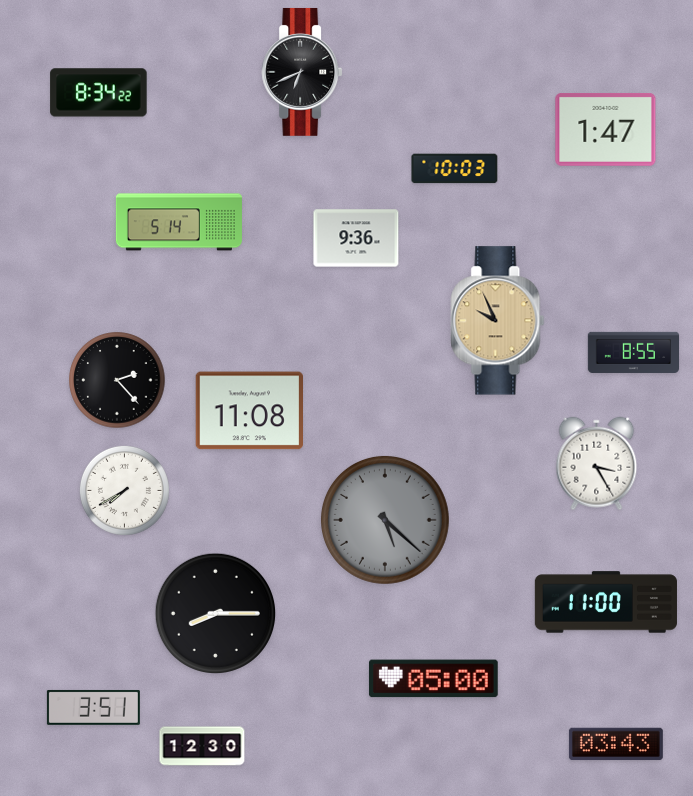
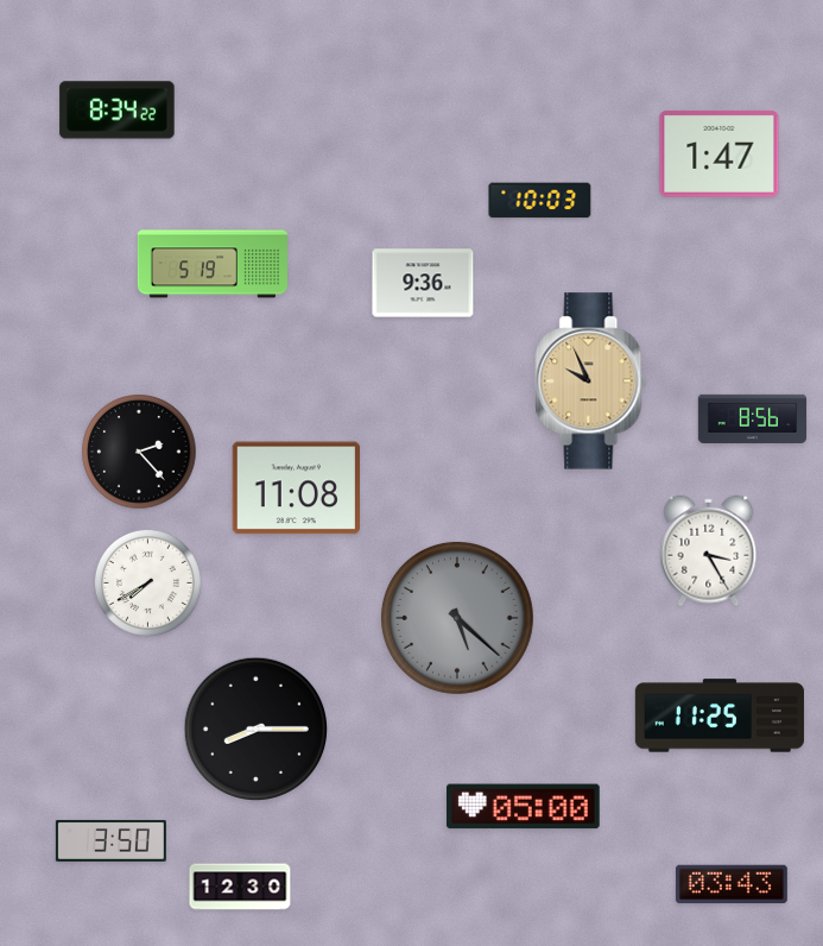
clock at (302, 72): 6:41 -> none
clock at (179, 222): 5:14 -> 5:19
clock at (634, 352): 8:55 -> 8:56
clock at (606, 602): 11:00 -> 11:25
clock at (433, 679) position: (433, 679) -> (523, 807)
clock at (93, 707): 3:51 -> 3:50
